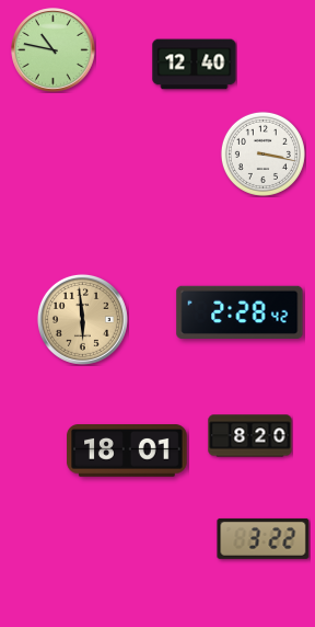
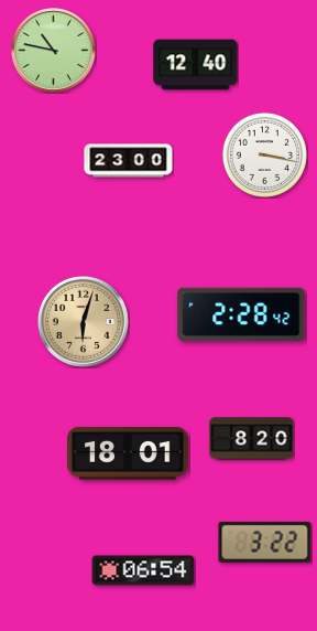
clock at (129, 161): none -> 23:00
clock at (82, 319): 5:59 -> 6:03
clock at (143, 570): none -> 06:54
